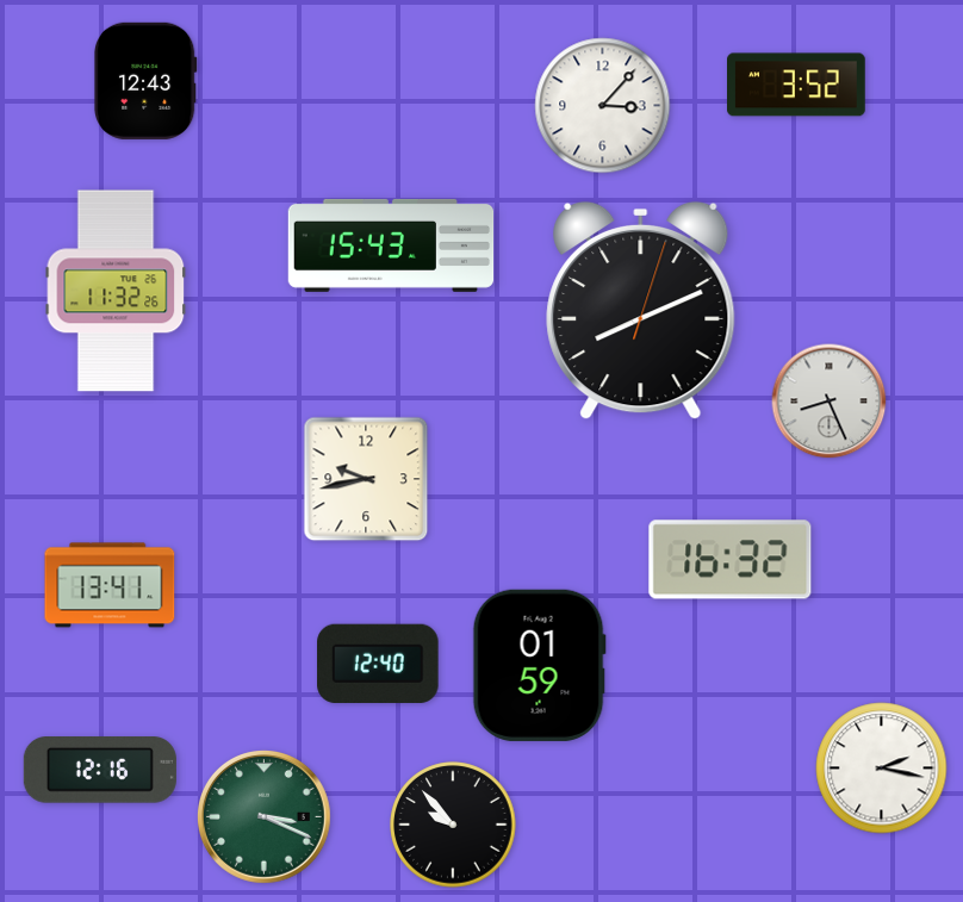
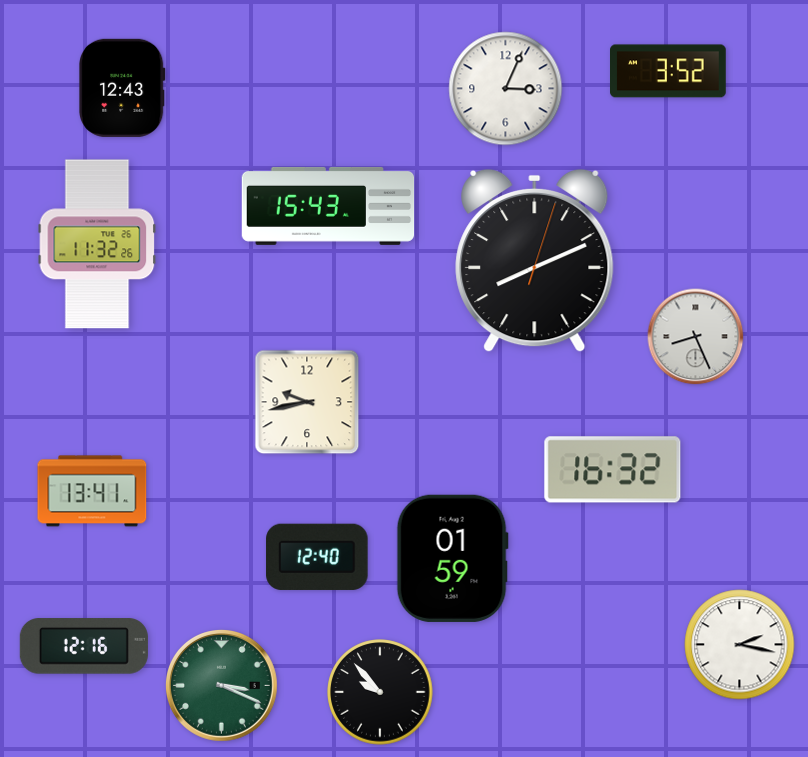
clock at (147, 81) position: (147, 81) -> (123, 88)
clock at (603, 106): 3:07 -> 3:04
clock at (641, 311) position: (641, 311) -> (535, 261)
